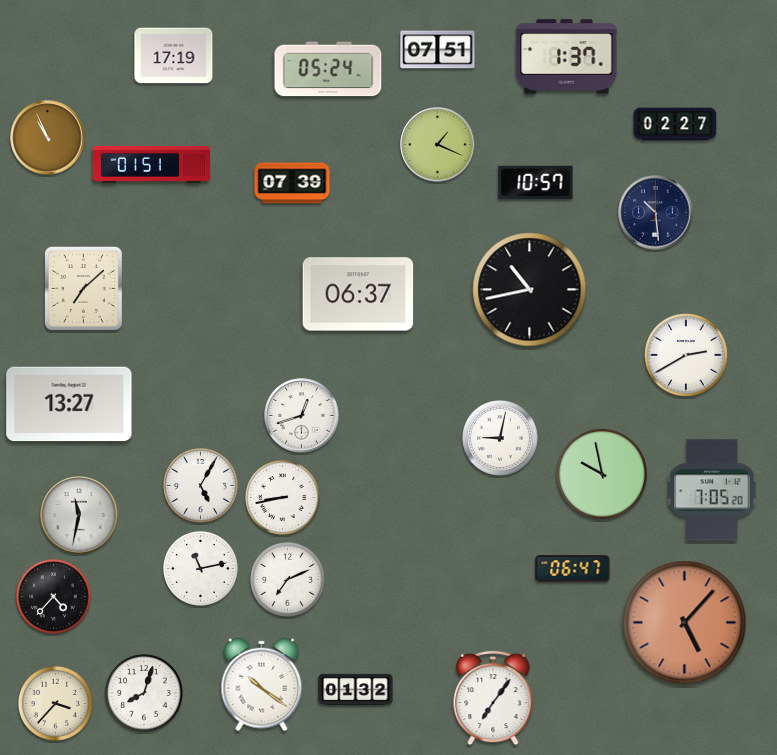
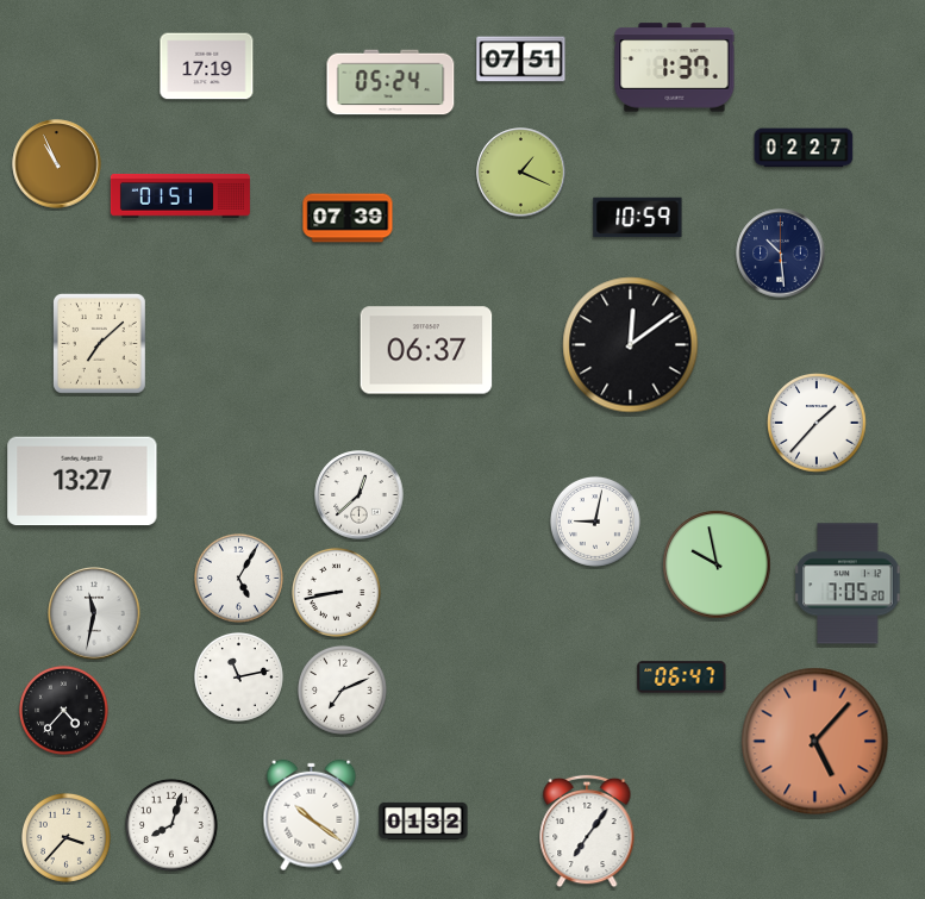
clock at (536, 183): 10:57 -> 10:59
clock at (530, 290): 10:43 -> 12:09
clock at (686, 355): 2:40 -> 1:37
clock at (302, 416): 12:42 -> 12:38
